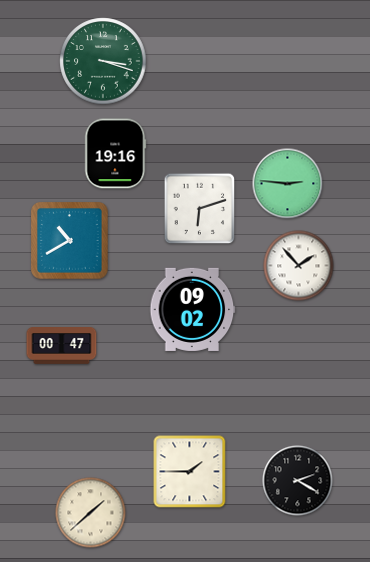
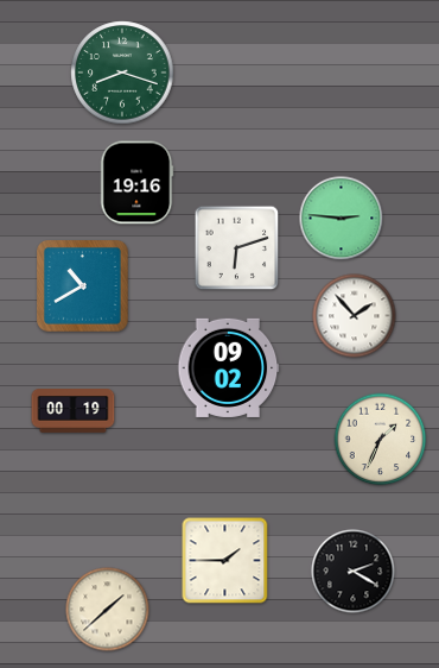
clock at (103, 61): 3:18 -> 8:18
clock at (62, 346): 00:47 -> 00:19
clock at (381, 440): none -> 1:34
